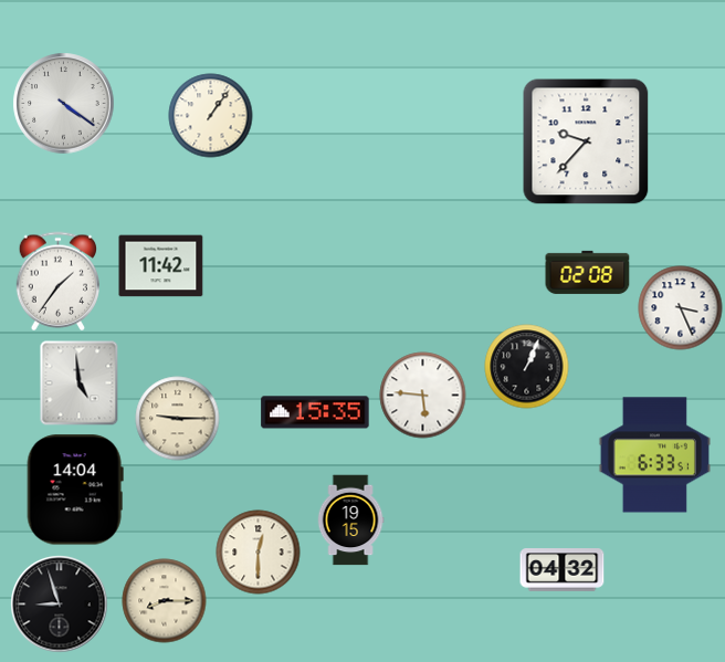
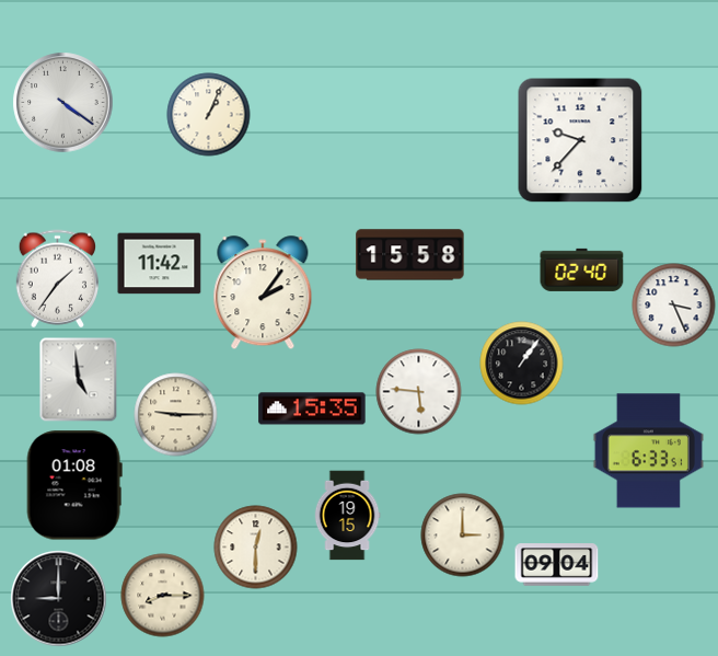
clock at (211, 116): 1:06 -> 1:04
clock at (410, 255): none -> 15:58
clock at (588, 272): 02:08 -> 02:40
clock at (263, 294): none -> 2:06
clock at (527, 367): 1:04 -> 1:06
clock at (75, 490): 14:04 -> 01:08
clock at (463, 536): none -> 3:00
clock at (563, 570): 04:32 -> 09:04
clock at (60, 605): 8:57 -> 9:00
